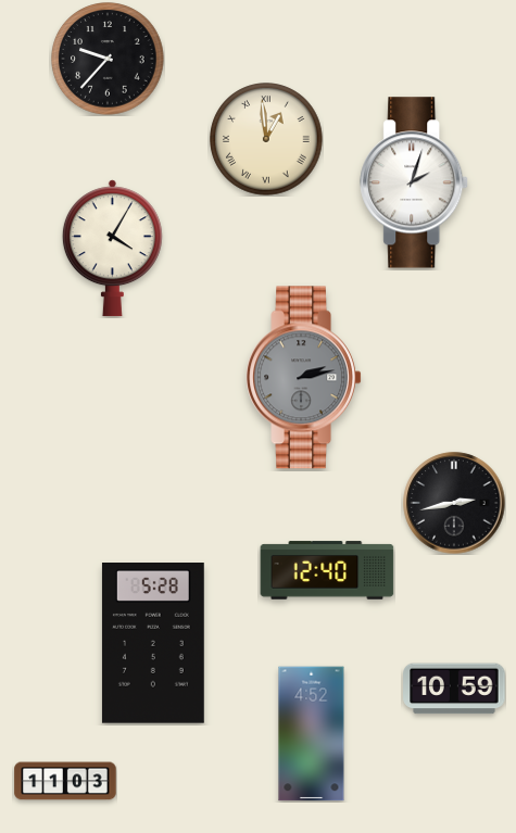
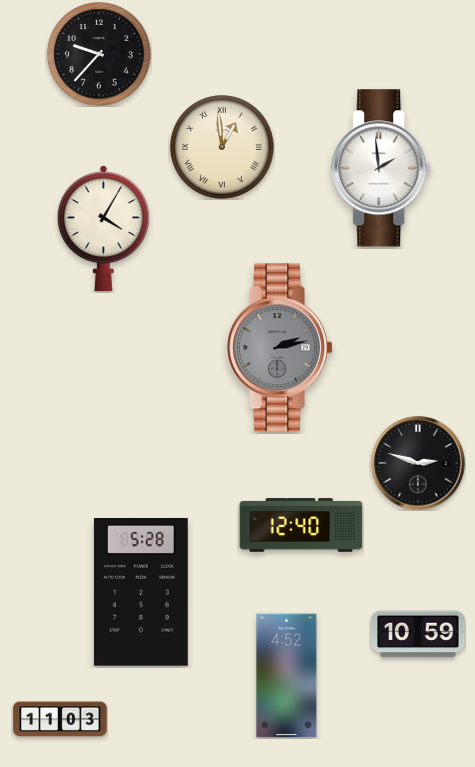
clock at (266, 139) position: (266, 139) -> (222, 147)
clock at (415, 182): 2:03 -> 1:59
clock at (454, 503): 2:43 -> 2:48
